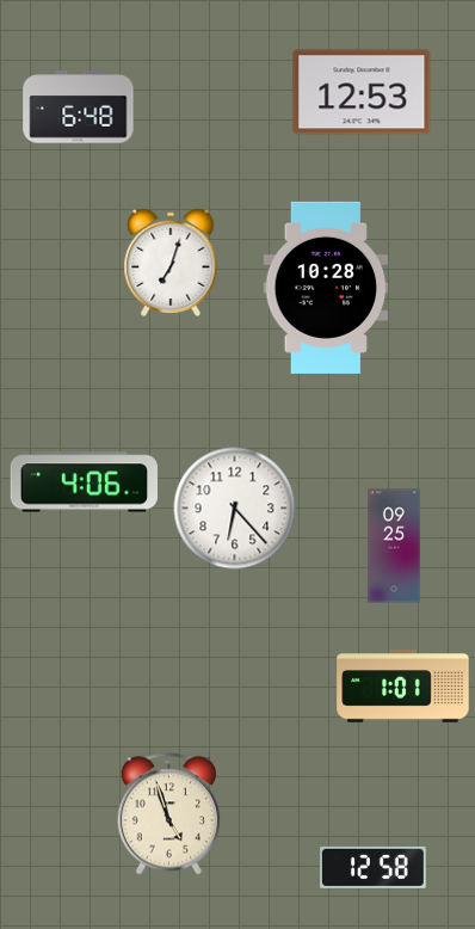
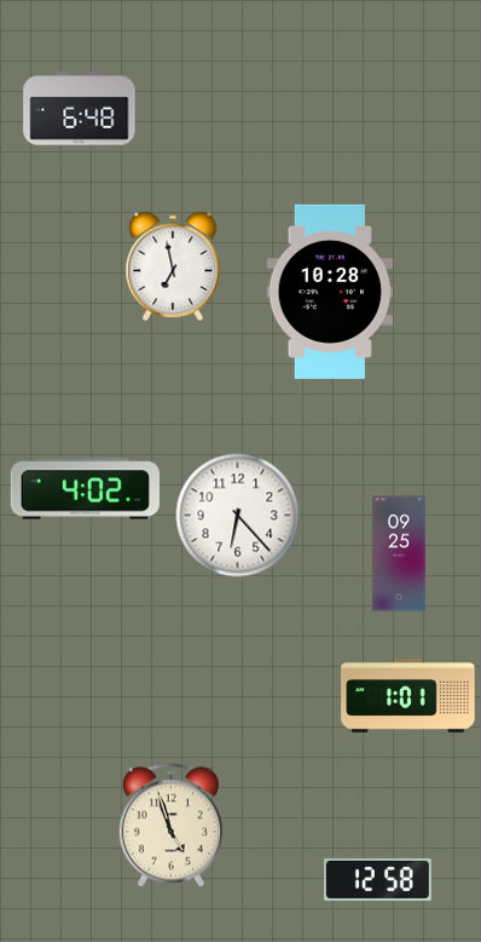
clock at (362, 92): 12:53 -> none
clock at (171, 263): 7:03 -> 6:58
clock at (84, 482): 4:06 -> 4:02
